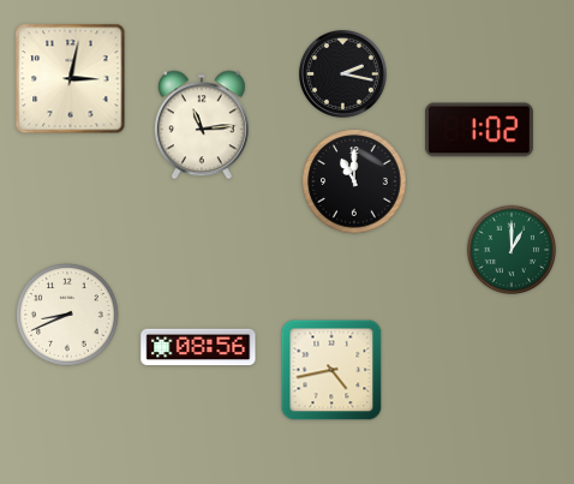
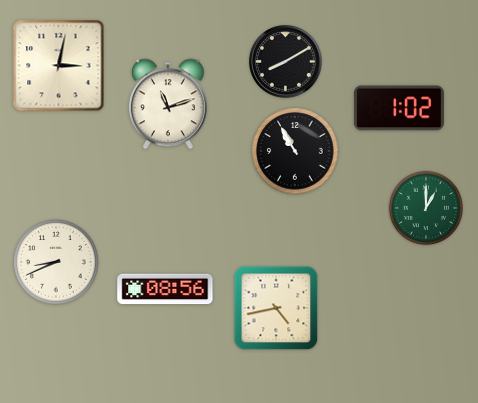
clock at (343, 74): 2:17 -> 8:10
clock at (202, 125): 11:14 -> 11:12
clock at (354, 181): 11:00 -> 10:55
